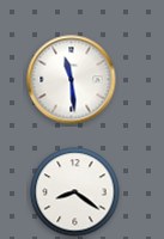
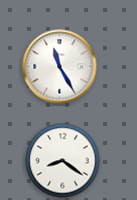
clock at (72, 80): 11:29 -> 11:25
